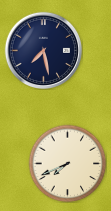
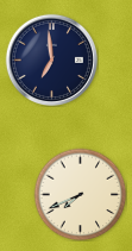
clock at (43, 50): 7:28 -> 6:59
